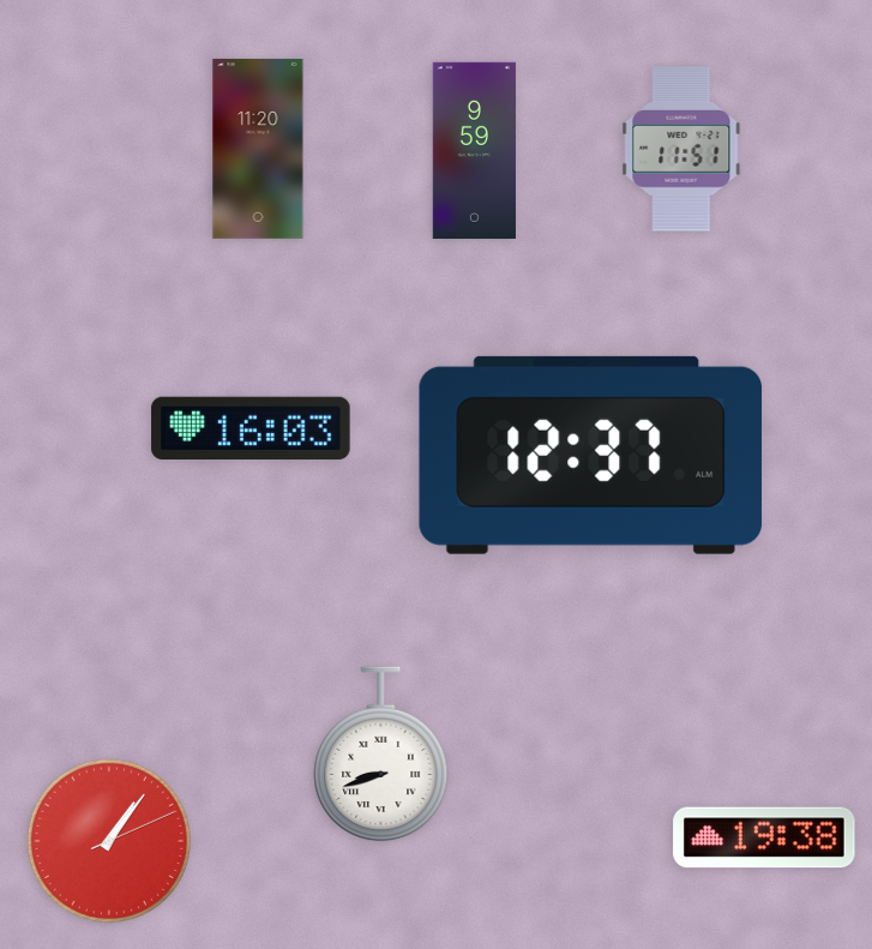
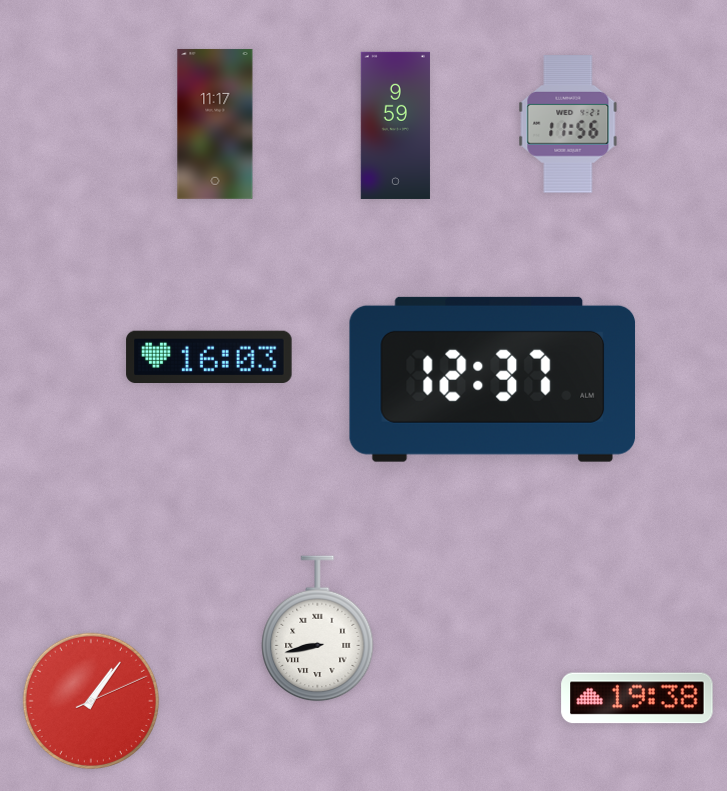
clock at (258, 149): 11:20 -> 11:17
clock at (681, 149): 11:51 -> 11:56
clock at (381, 755): 8:42 -> 8:43
